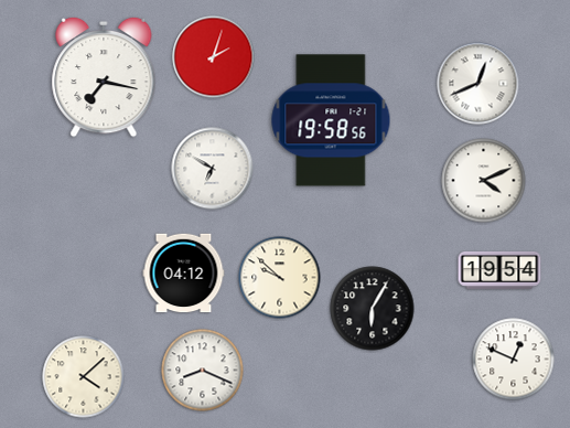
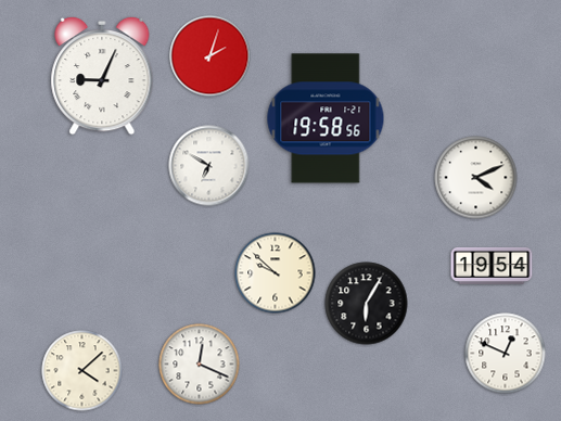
clock at (104, 77): 7:17 -> 9:04
clock at (478, 84): 12:41 -> none
clock at (184, 274): 04:12 -> none
clock at (203, 371): 8:19 -> 12:19
